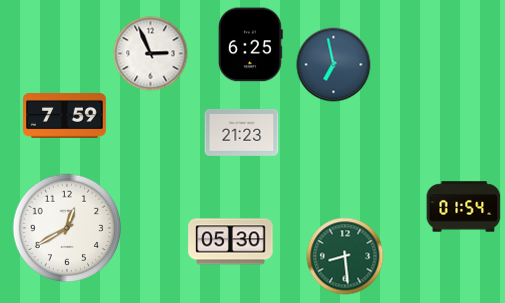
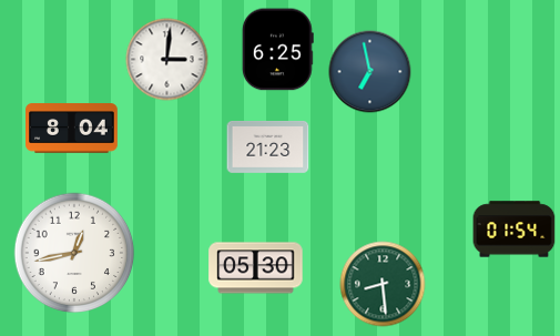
clock at (151, 54): 2:56 -> 3:01
clock at (65, 116): 7:59 -> 8:04
clock at (67, 228): 12:40 -> 12:43
